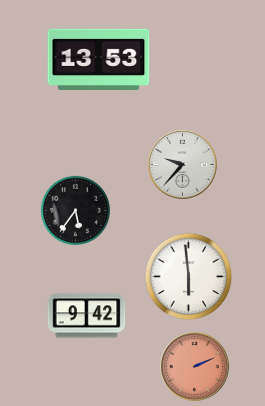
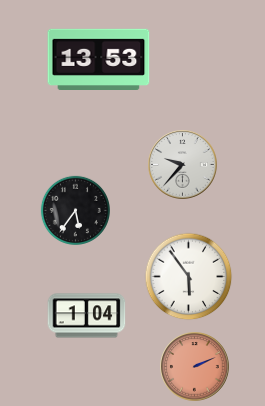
clock at (189, 277): 5:59 -> 5:54
clock at (87, 316): 9:42 -> 1:04
